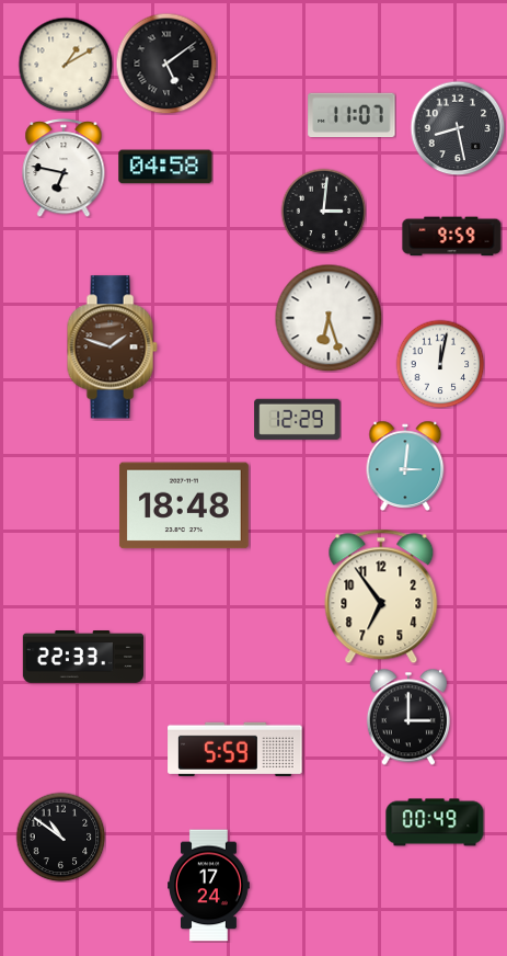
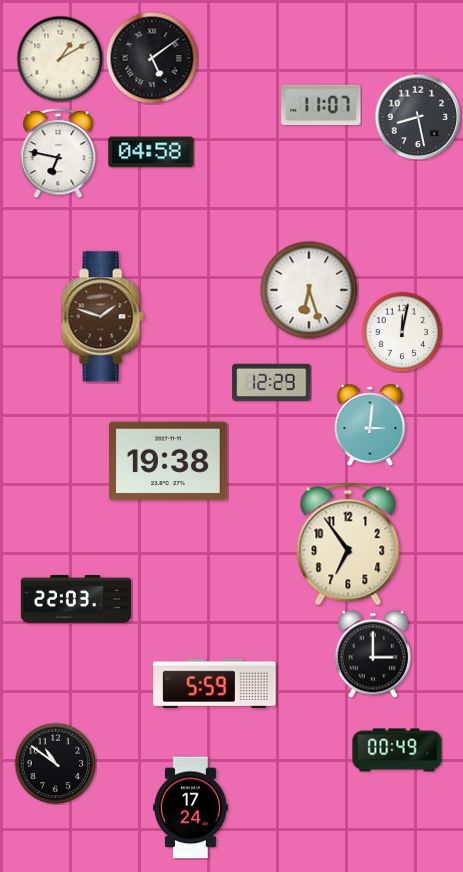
clock at (323, 210): 3:01 -> none
clock at (452, 237): 9:59 -> none
clock at (329, 318) position: (329, 318) -> (309, 290)
clock at (184, 505): 18:48 -> 19:38
clock at (82, 658): 22:33 -> 22:03
